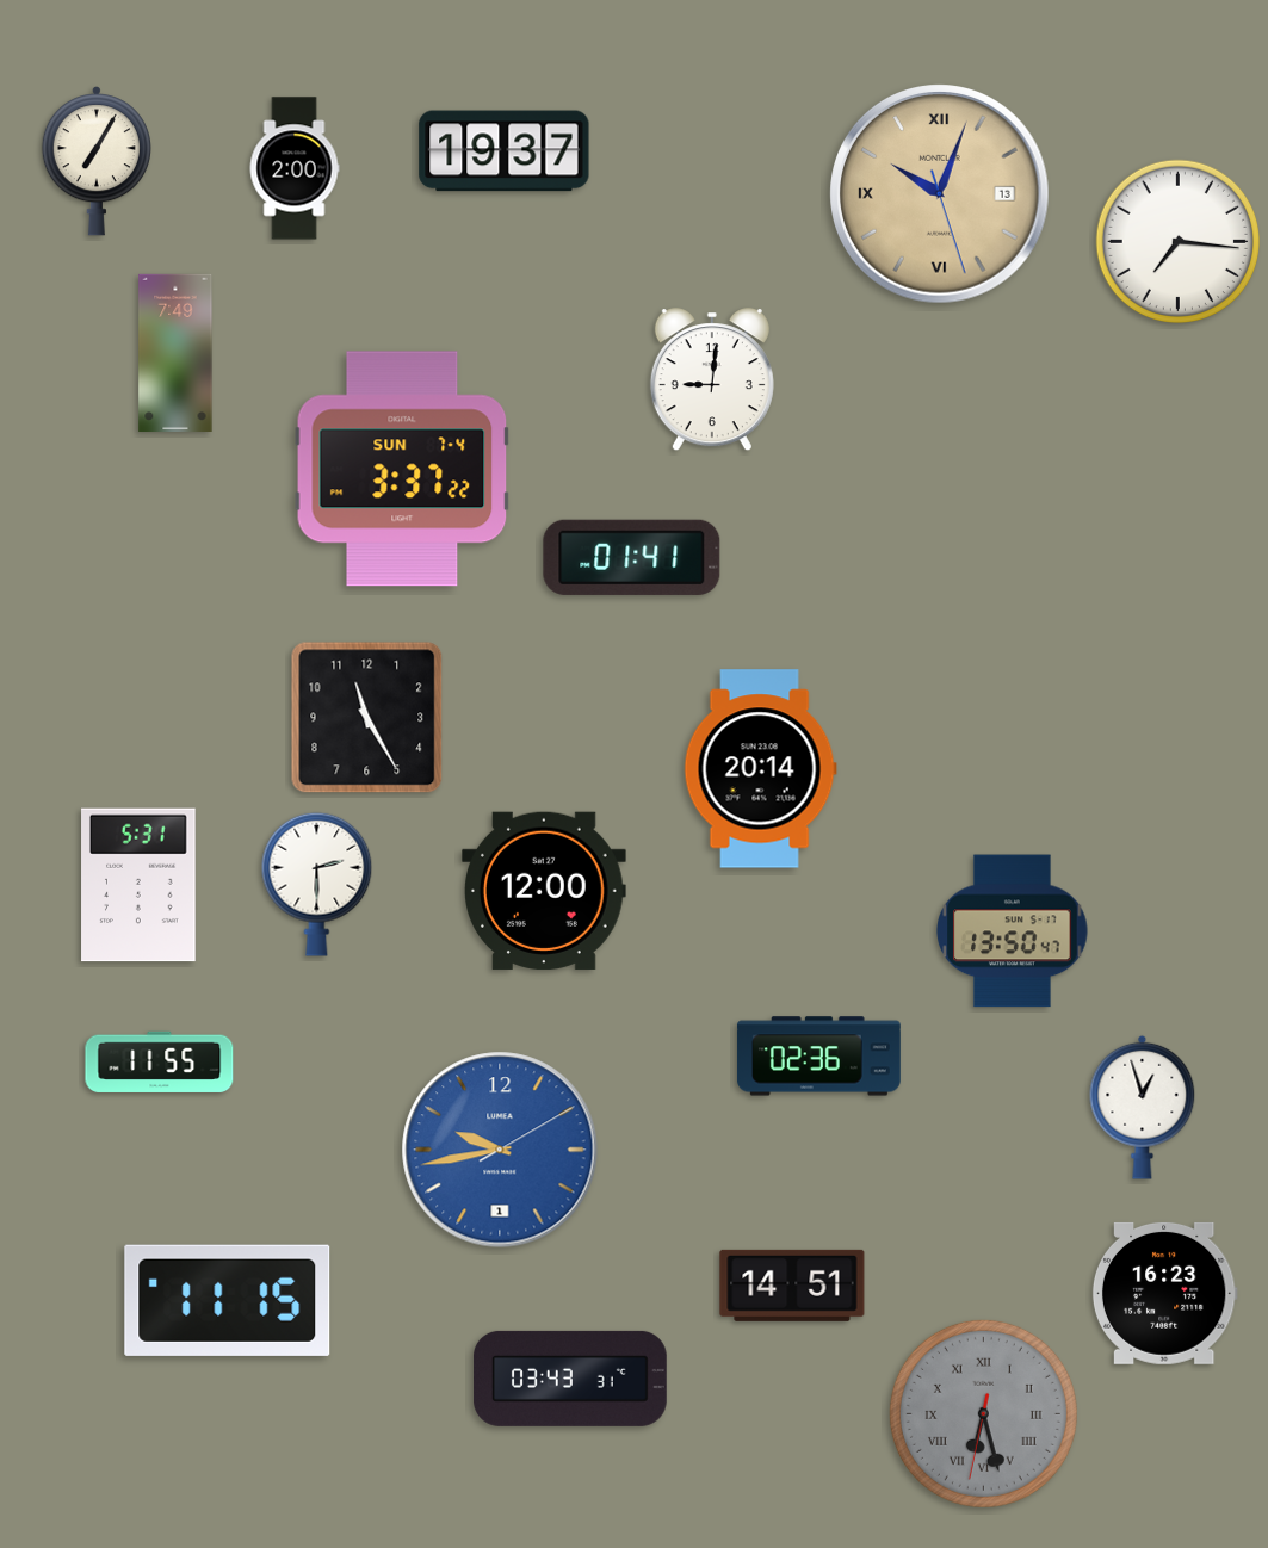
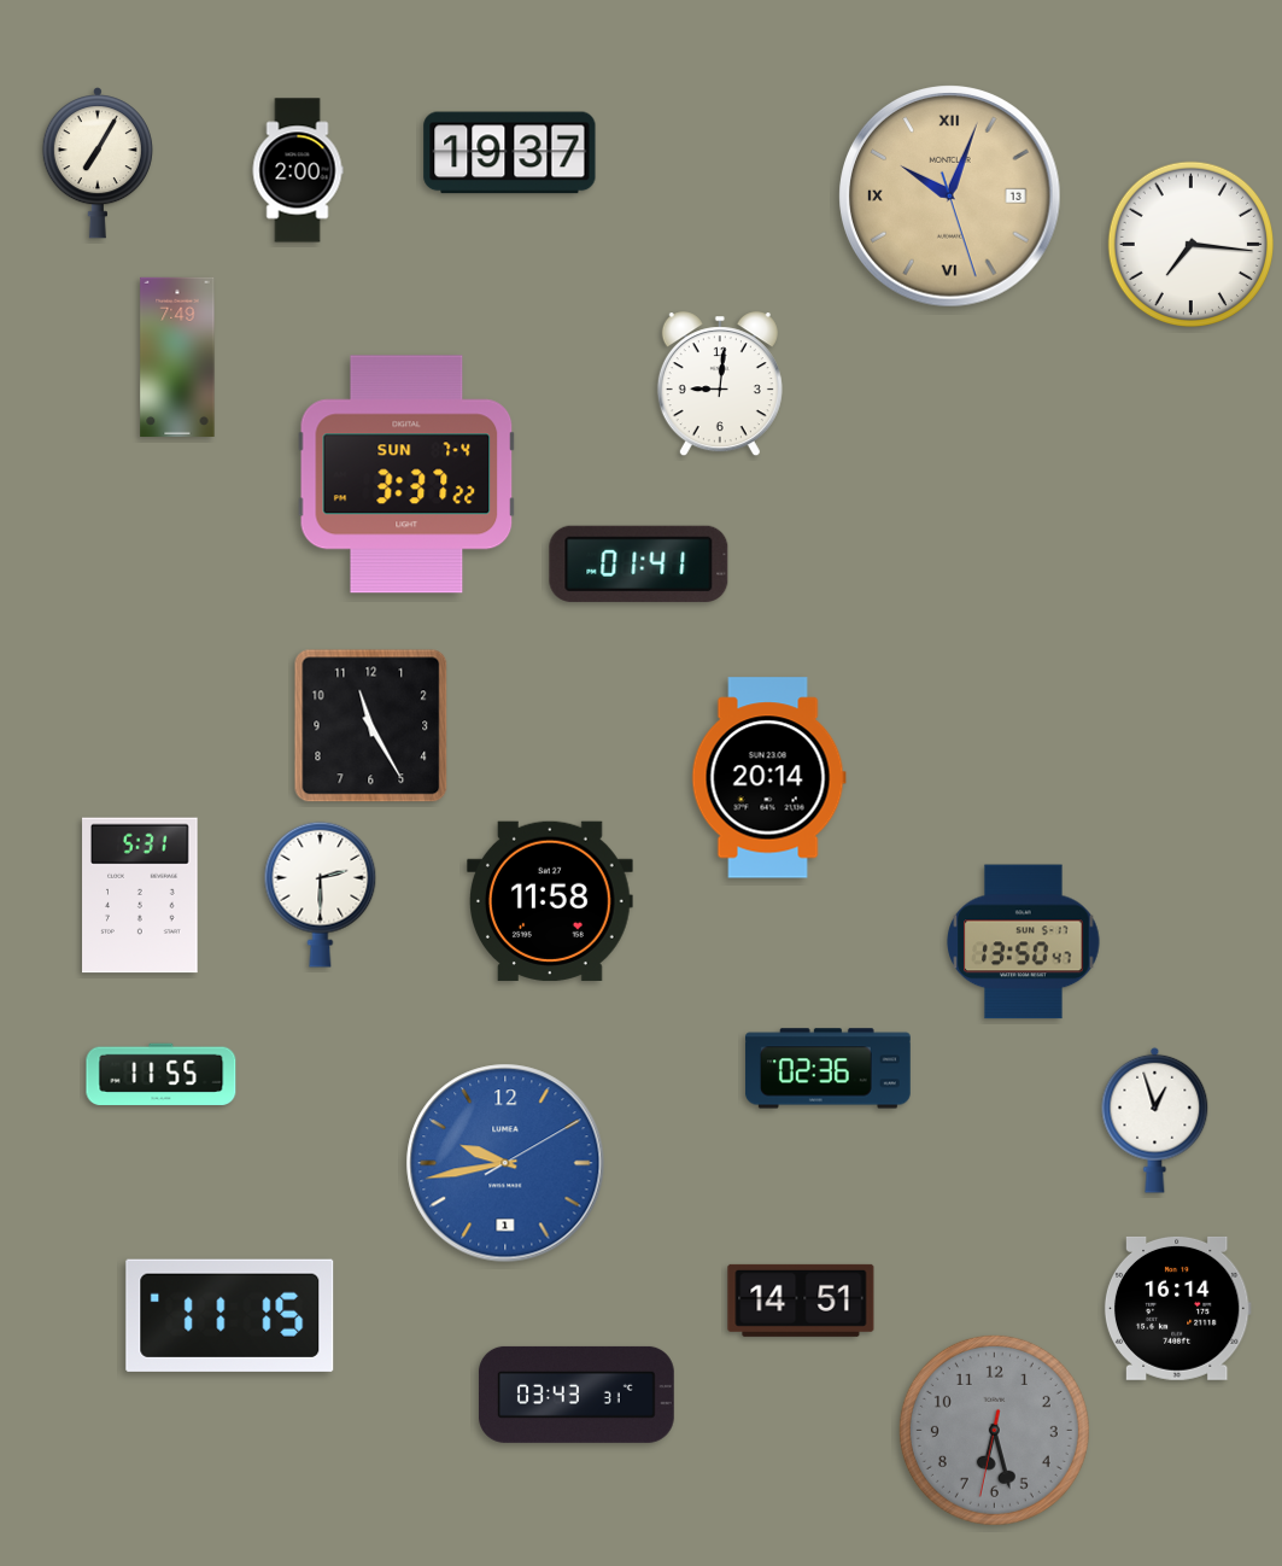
clock at (544, 891): 12:00 -> 11:58
clock at (1164, 1293): 16:23 -> 16:14
clock at (983, 1413) numerals: Roman -> Arabic
